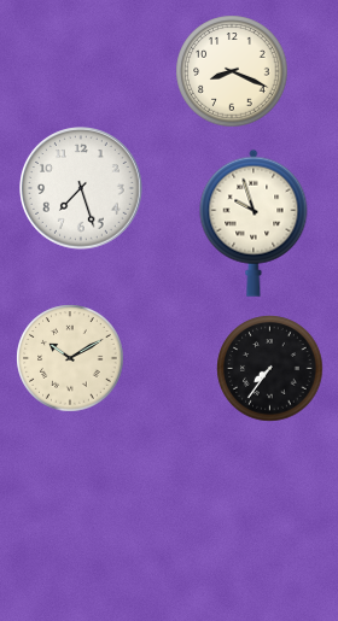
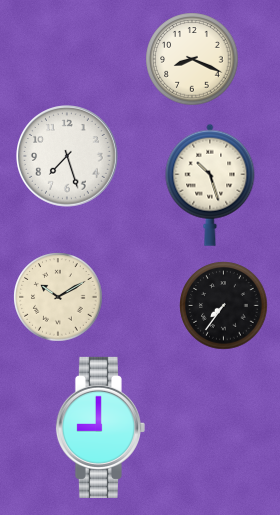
clock at (253, 223): 9:57 -> 10:27
clock at (100, 427): none -> 9:00
